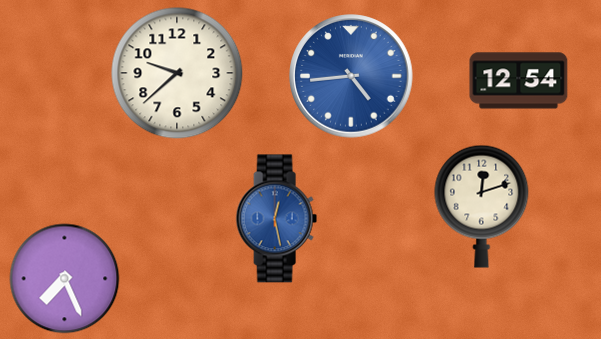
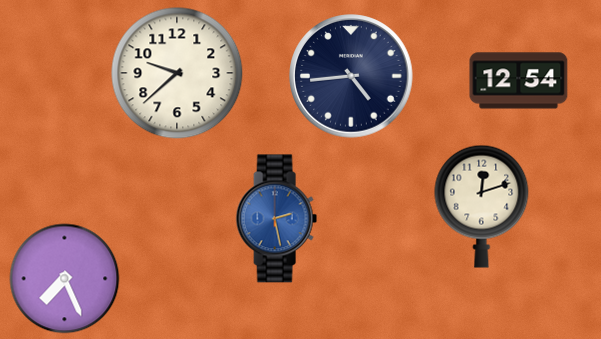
clock at (351, 76) dial: blue -> navy
clock at (276, 219): 12:28 -> 2:28
